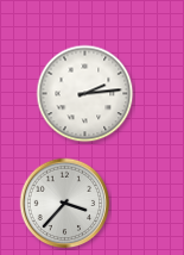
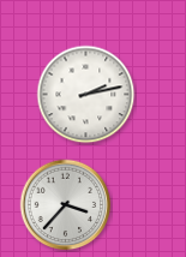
clock at (85, 94): 2:14 -> 2:13
